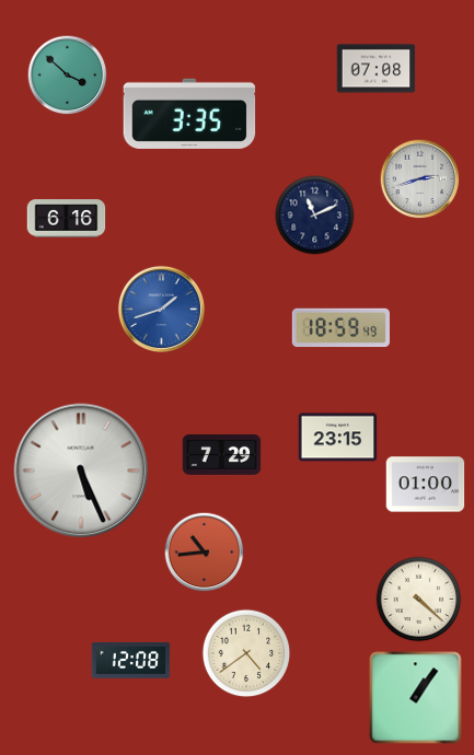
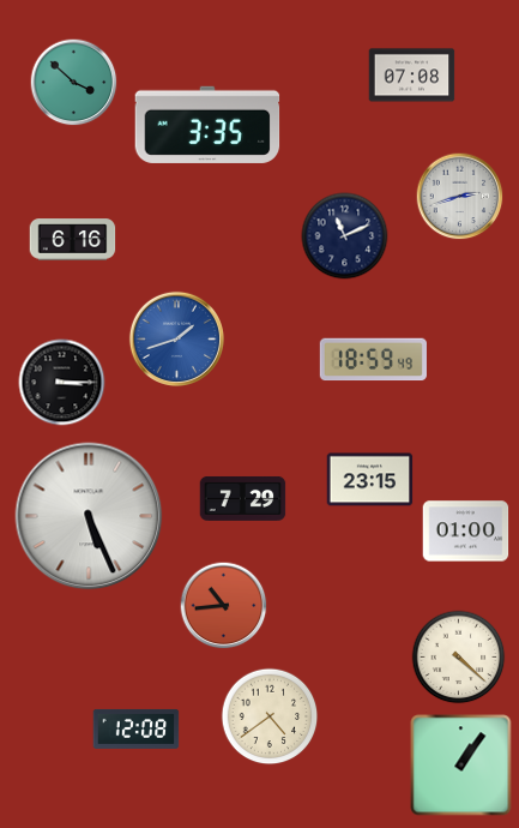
clock at (62, 383): none -> 3:15
clock at (131, 660) position: (131, 660) -> (137, 728)
clock at (416, 698) position: (416, 698) -> (461, 766)
